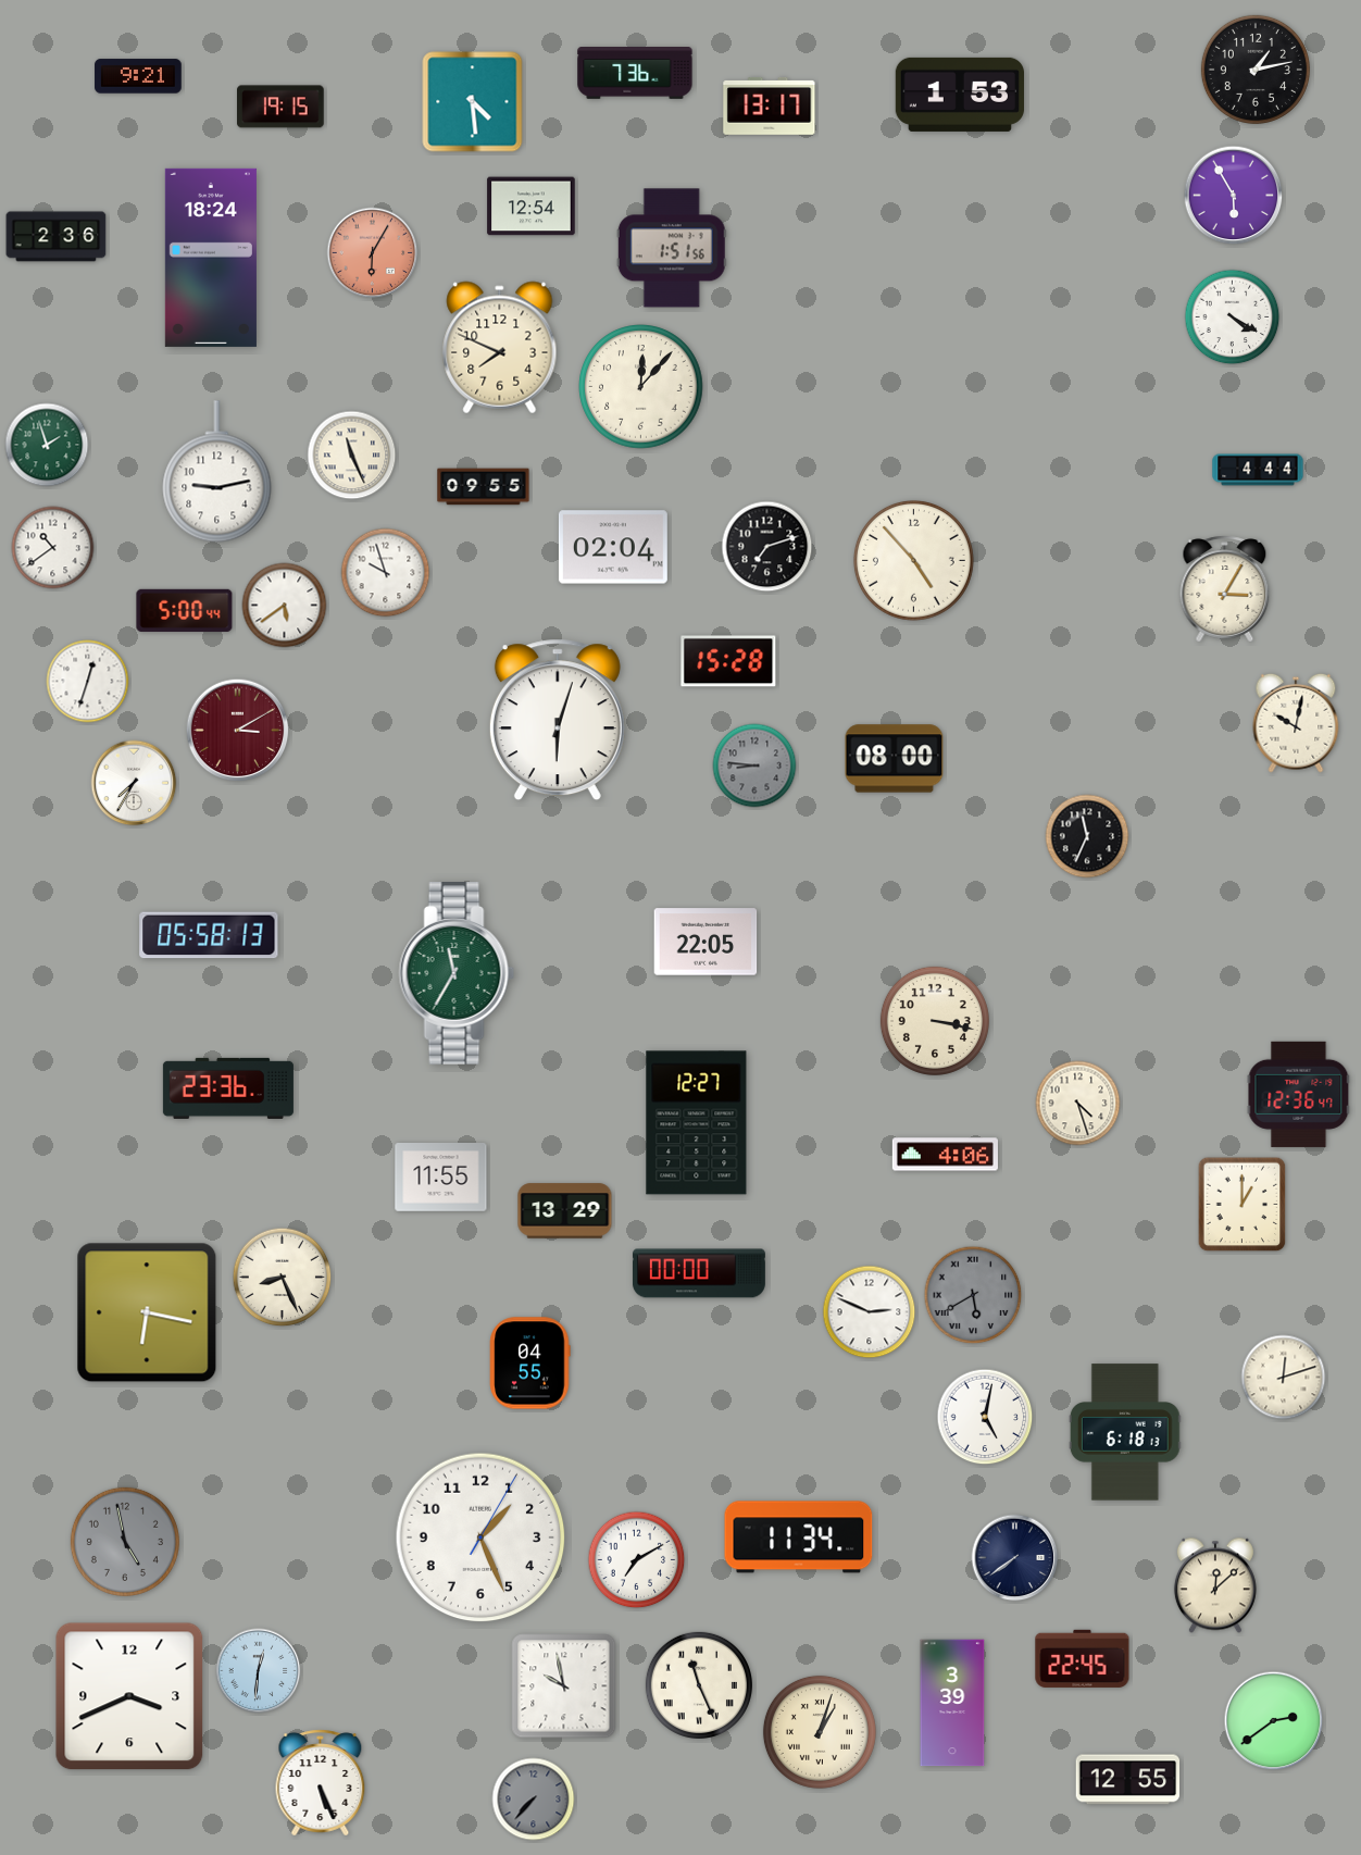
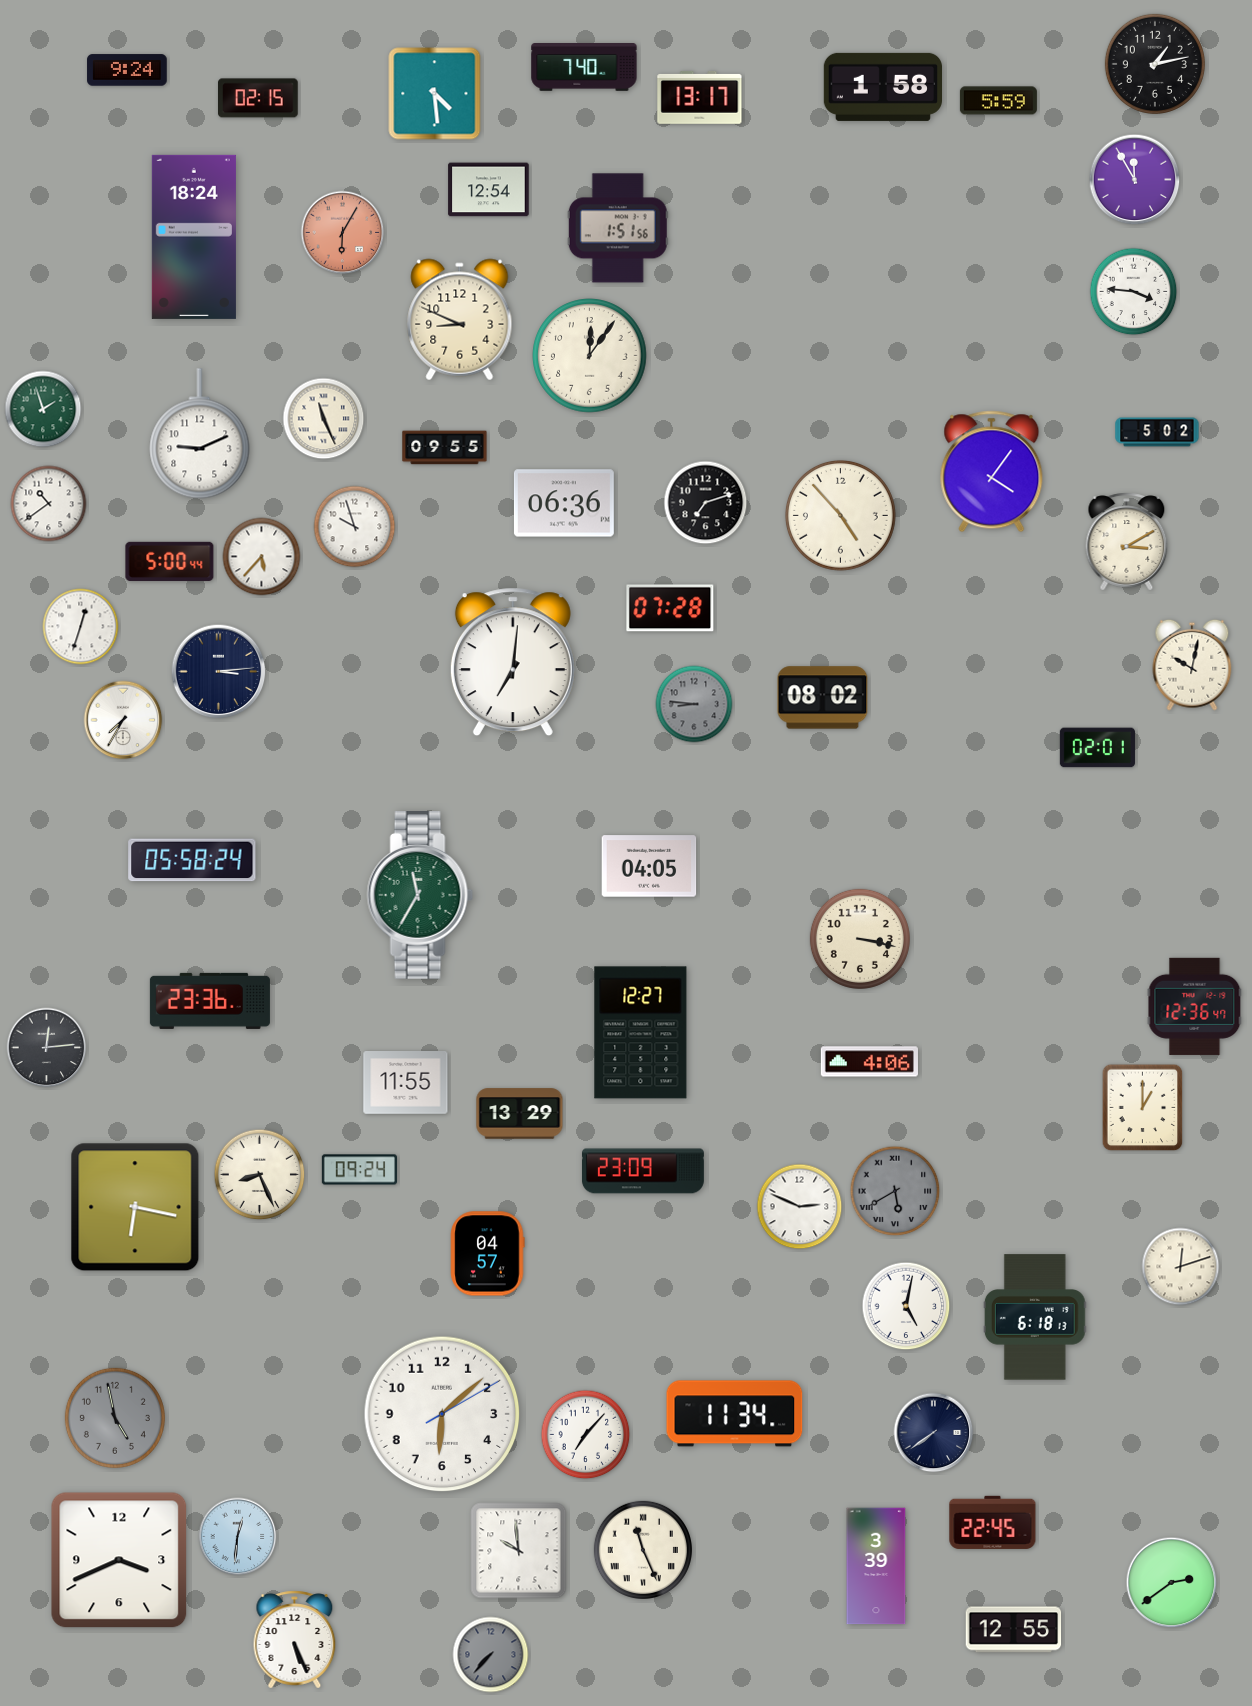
clock at (635, 74): 7:36 -> 7:40
clock at (138, 76): 9:21 -> 9:24
clock at (959, 95): 1:53 -> 1:58
clock at (282, 107): 19:15 -> 02:15
clock at (770, 107) position: (770, 107) -> (700, 98)
clock at (998, 101): none -> 5:59
clock at (1234, 196): 5:55 -> 11:55
clock at (57, 237): 2:36 -> none
clock at (1233, 318): 4:20 -> 3:46
clock at (500, 348): 7:49 -> 8:49
clock at (641, 387): 12:07 -> 12:06
clock at (1258, 470): 4:44 -> 5:02
clock at (217, 472): 9:13 -> 9:11
clock at (992, 472): none -> 4:06
clock at (613, 547): 02:04 -> 06:36
clock at (1225, 589): 3:05 -> 3:10
clock at (285, 606): 5:39 -> 5:37
clock at (728, 661): 15:28 -> 07:28
clock at (558, 720): 6:03 -> 7:01
clock at (238, 731): 3:10 -> 3:14
clock at (238, 731) dial: burgundy -> navy
clock at (895, 759): 08:00 -> 08:02
clock at (1097, 748): none -> 02:01
clock at (1087, 836): 11:34 -> none
clock at (209, 935): 05:58:13 -> 05:58:24
clock at (706, 942): 22:05 -> 04:05
clock at (1078, 1104): 4:27 -> none
clock at (47, 1048): none -> 12:14
clock at (359, 1170): none -> 09:24
clock at (699, 1273): 00:00 -> 23:09
clock at (530, 1364): 04:55 -> 04:57
clock at (985, 1417) position: (985, 1417) -> (906, 1306)
clock at (480, 1537): 1:26 -> 6:08
clock at (637, 1560): 7:10 -> 7:07
clock at (1215, 1585): 12:08 -> none
clock at (1083, 1658) position: (1083, 1658) -> (993, 1522)
clock at (564, 1686): 9:58 -> 9:59
clock at (820, 1732): 1:03 -> none
clock at (1128, 1780) position: (1128, 1780) -> (1014, 1630)
